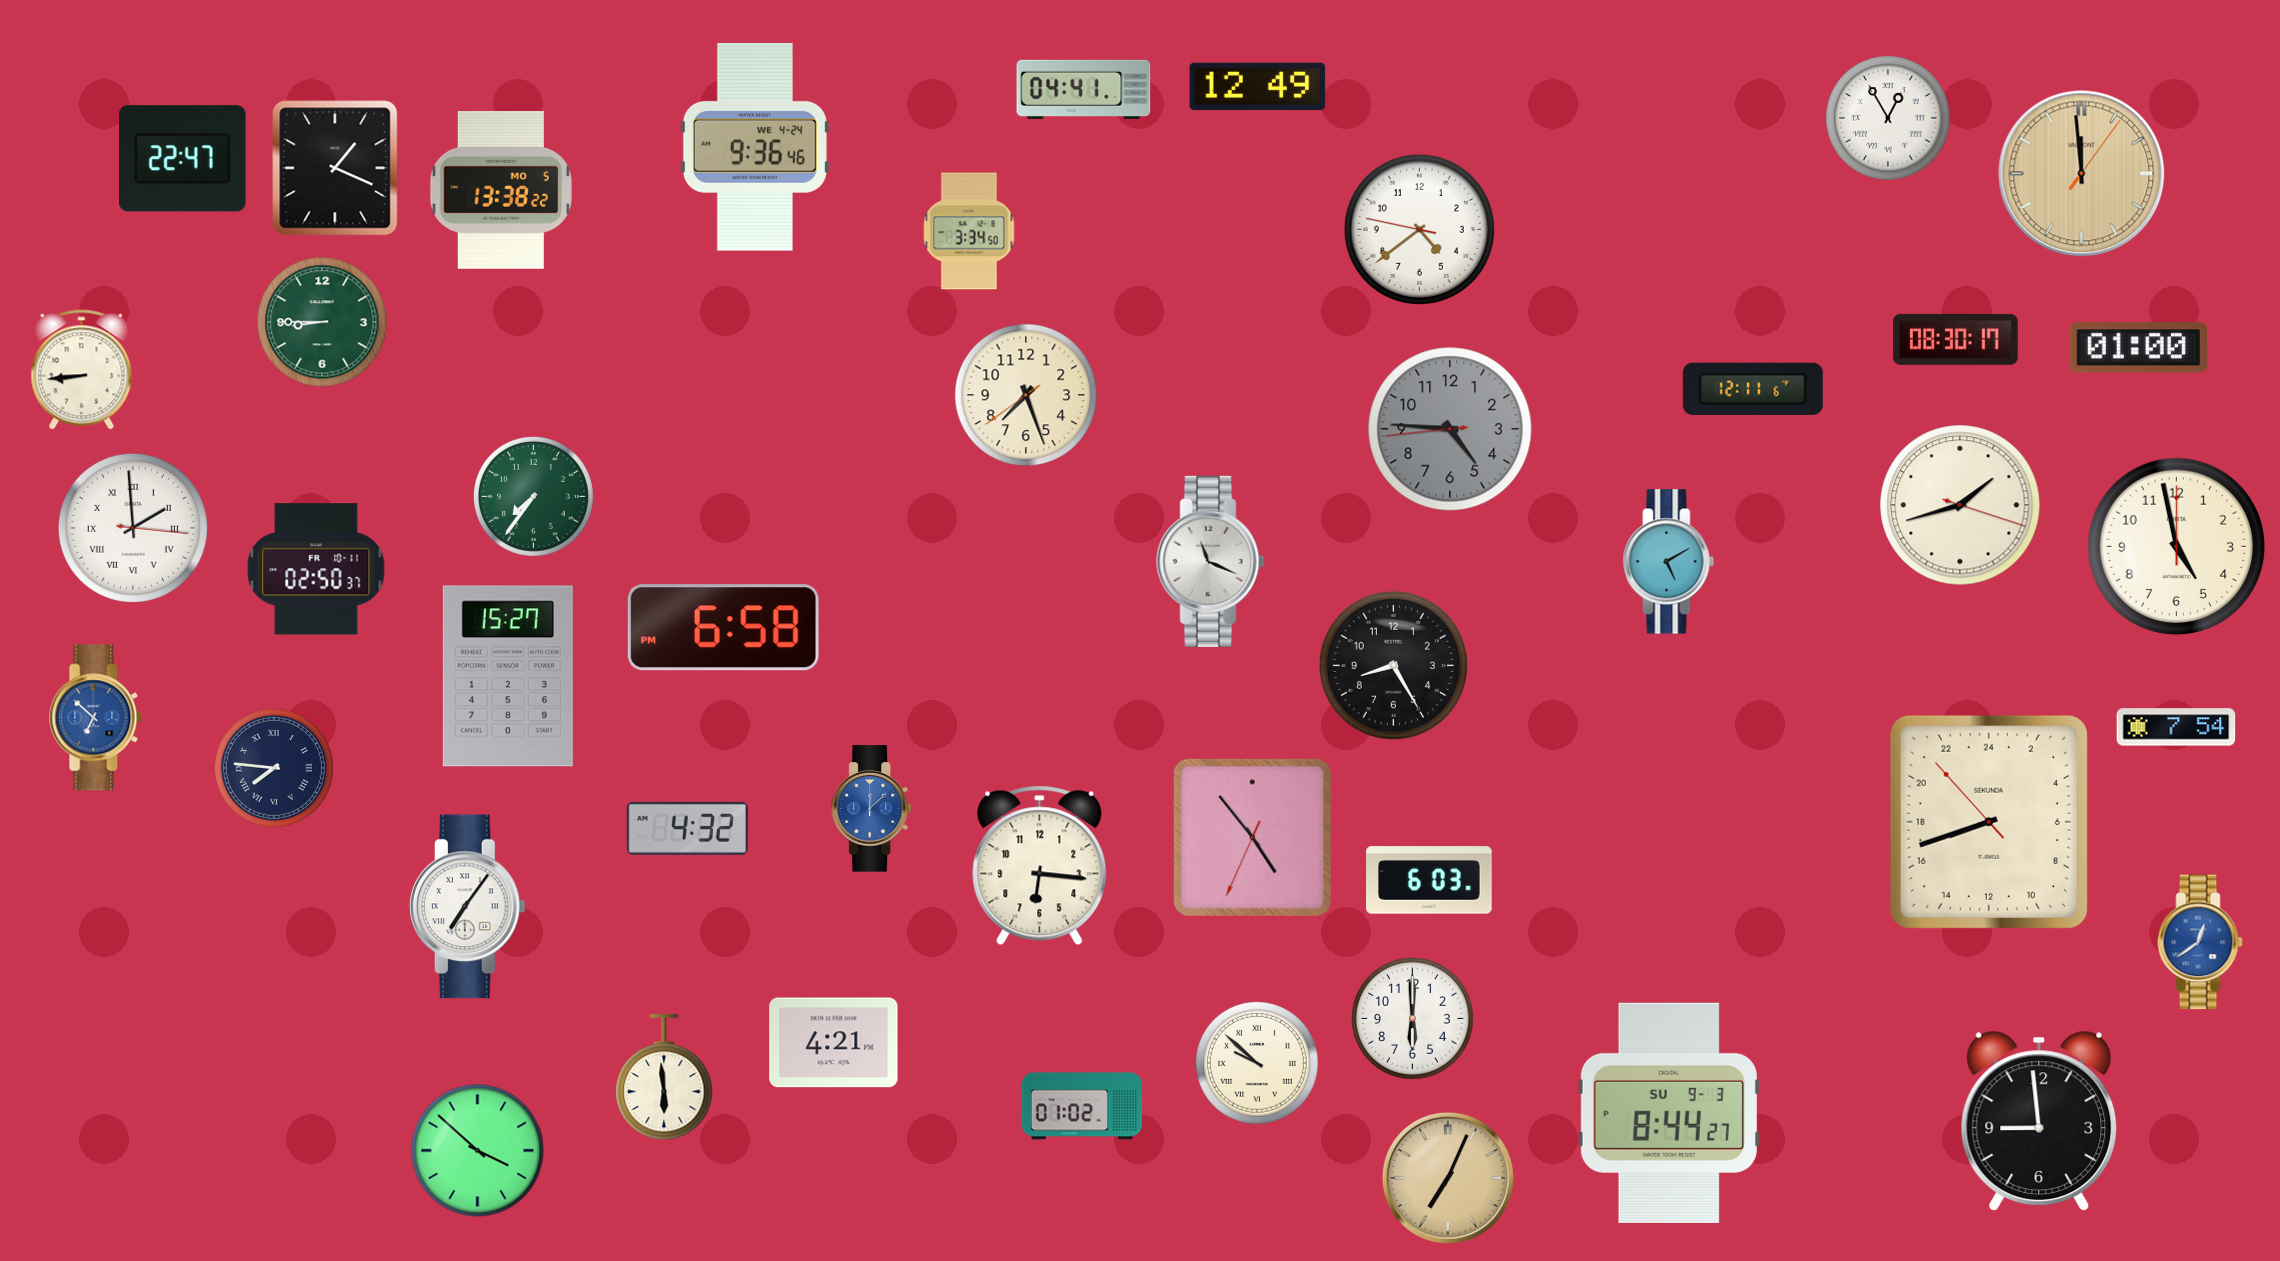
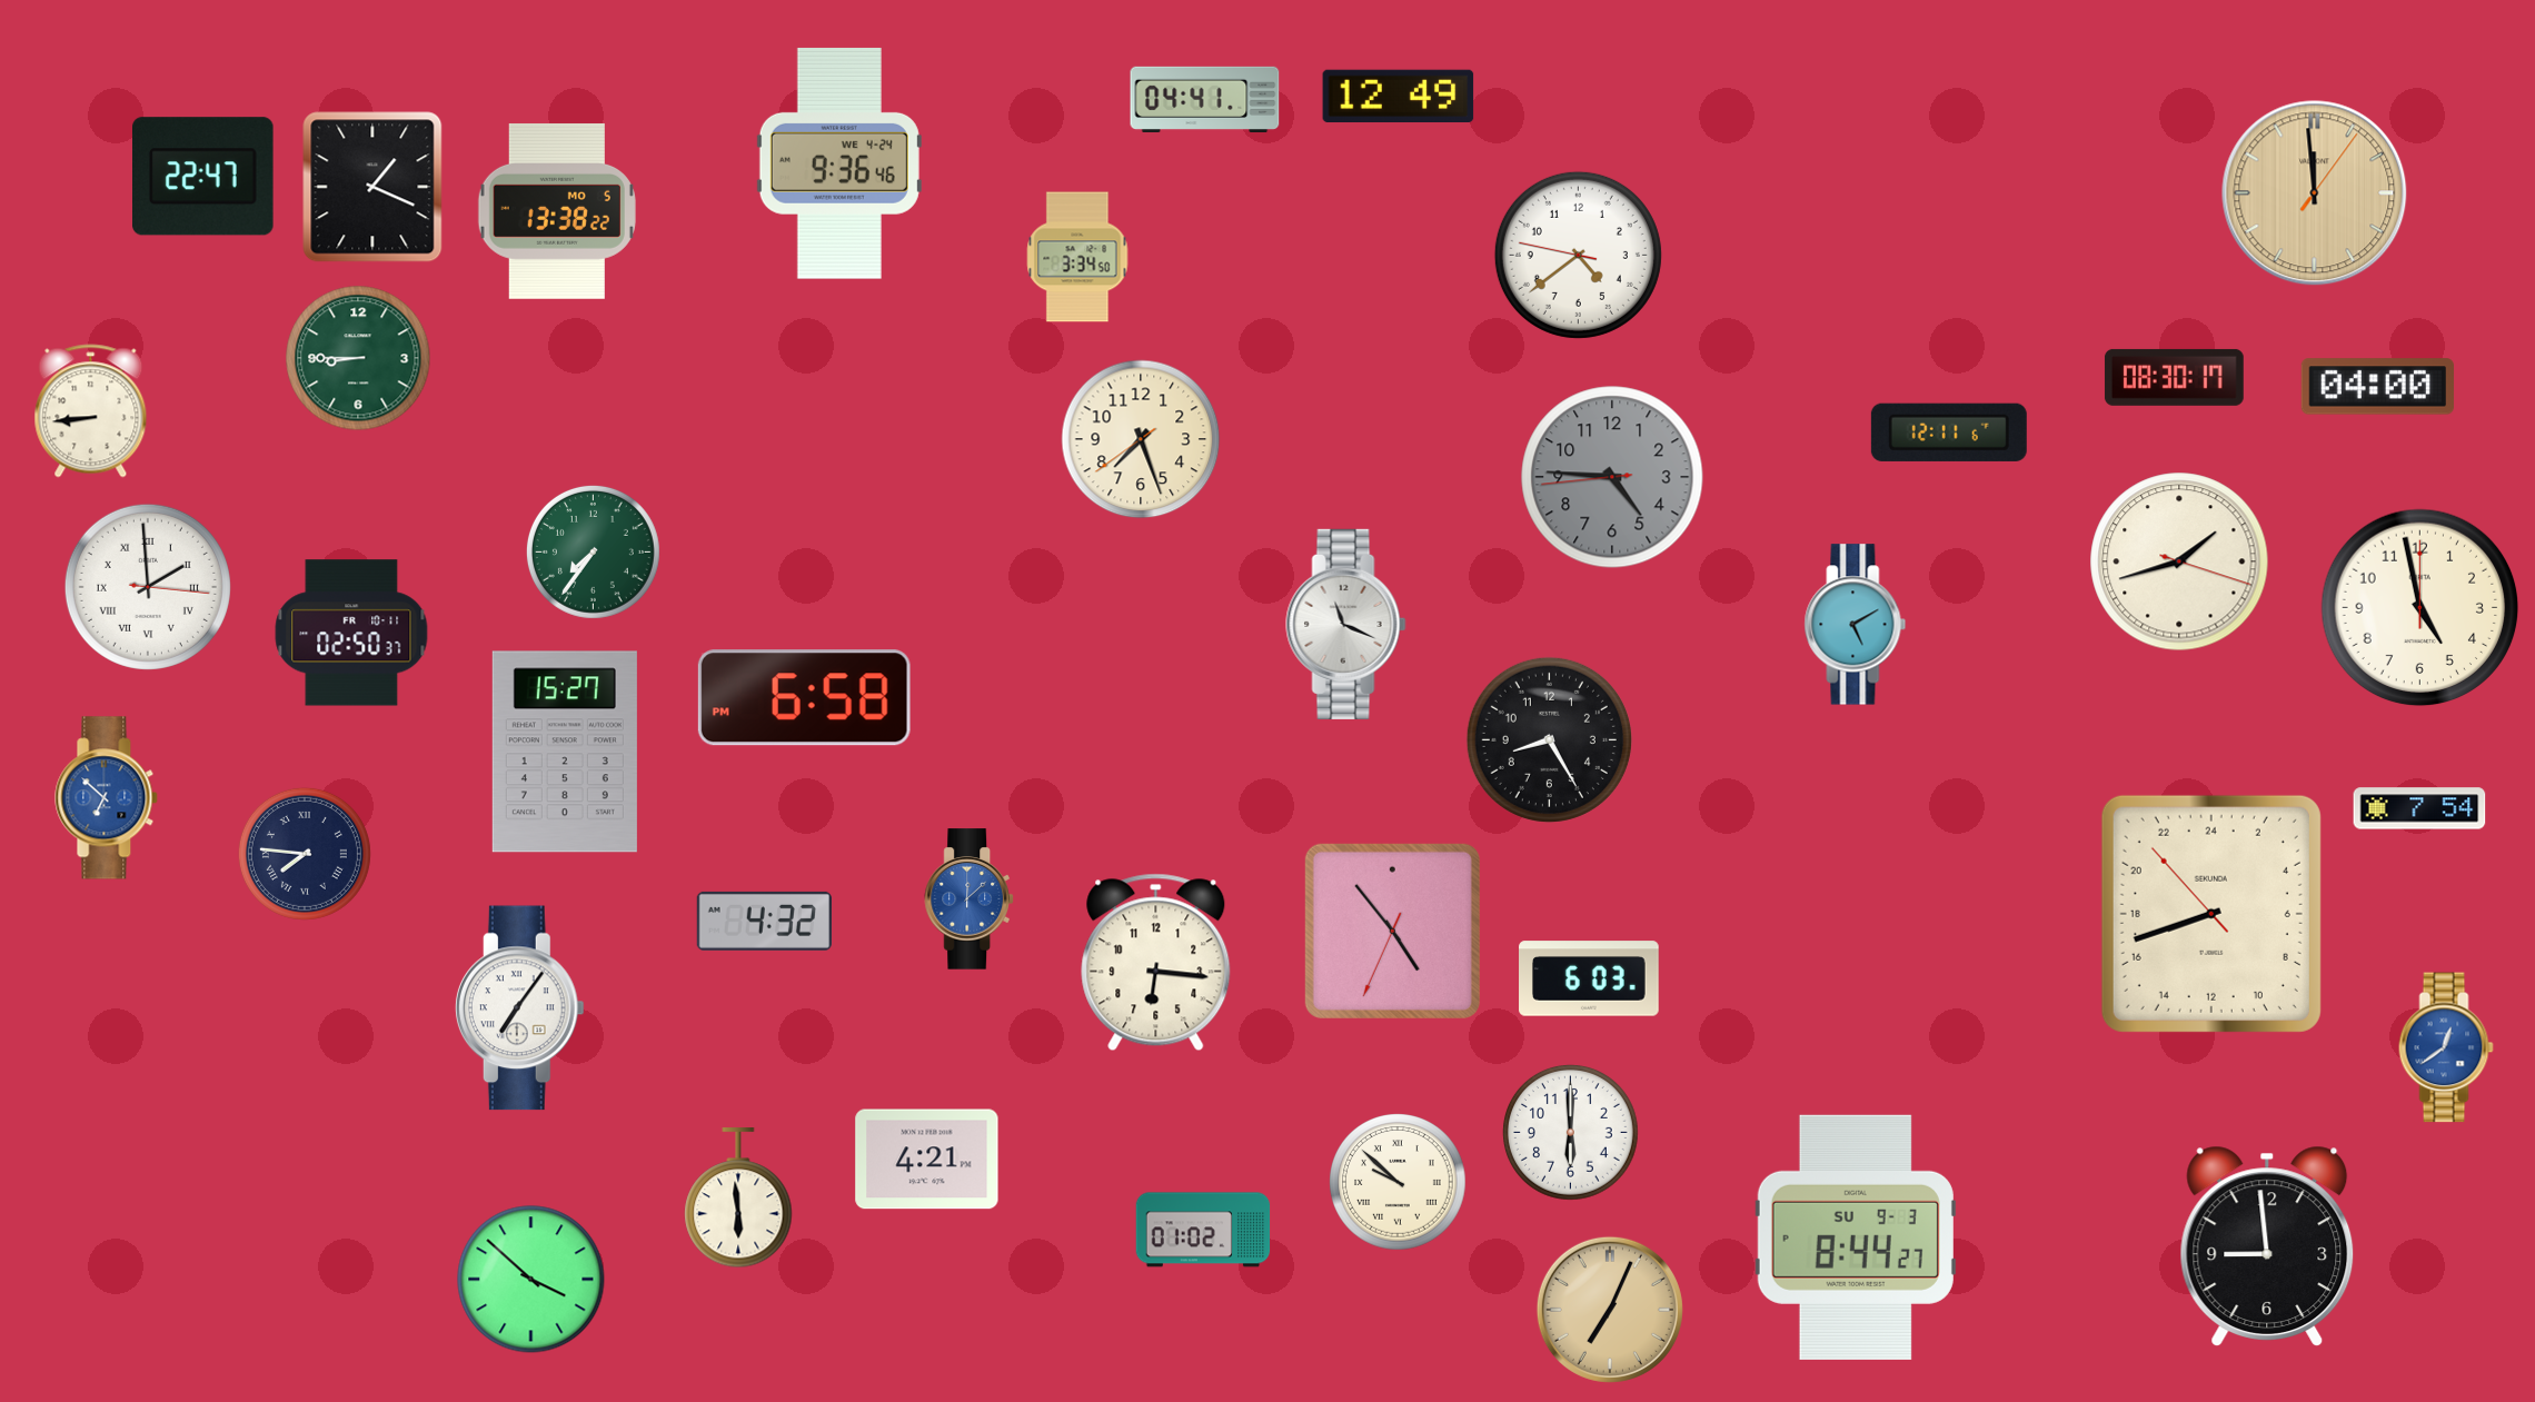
clock at (1888, 118): 12:55 -> none
clock at (2138, 348): 01:00 -> 04:00
